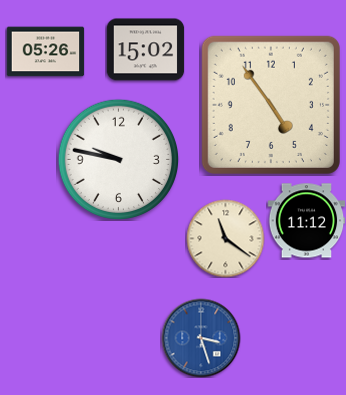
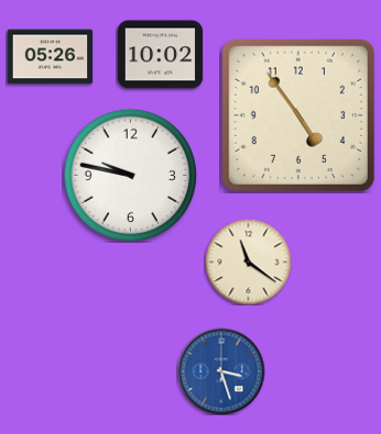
clock at (145, 50): 15:02 -> 10:02
clock at (306, 221): 11:12 -> none
